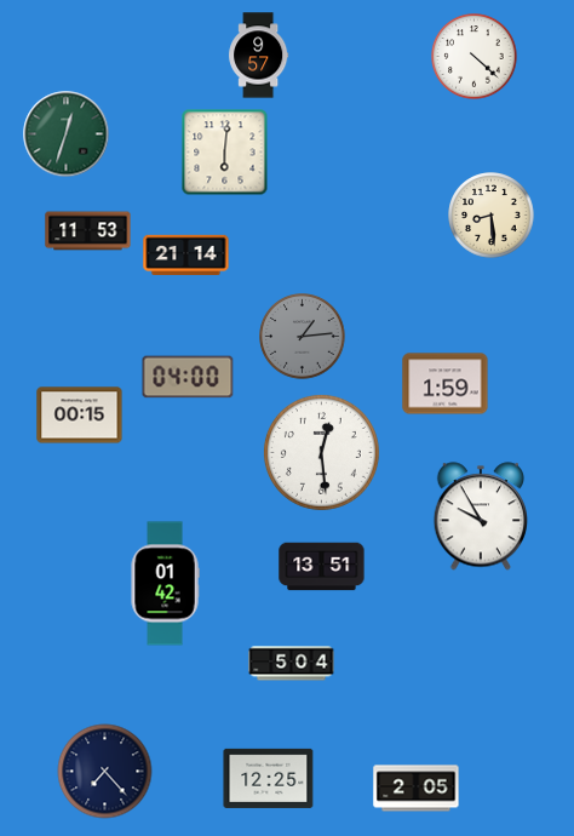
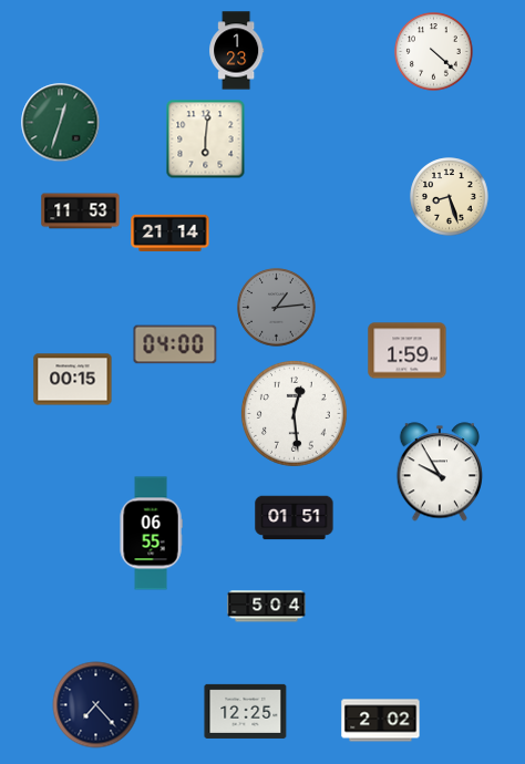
clock at (259, 56): 9:57 -> 1:23
clock at (492, 216): 8:29 -> 8:27
clock at (188, 377) position: (188, 377) -> (175, 344)
clock at (322, 567): 13:51 -> 01:51
clock at (165, 584): 01:42 -> 06:55
clock at (417, 789): 2:05 -> 2:02
